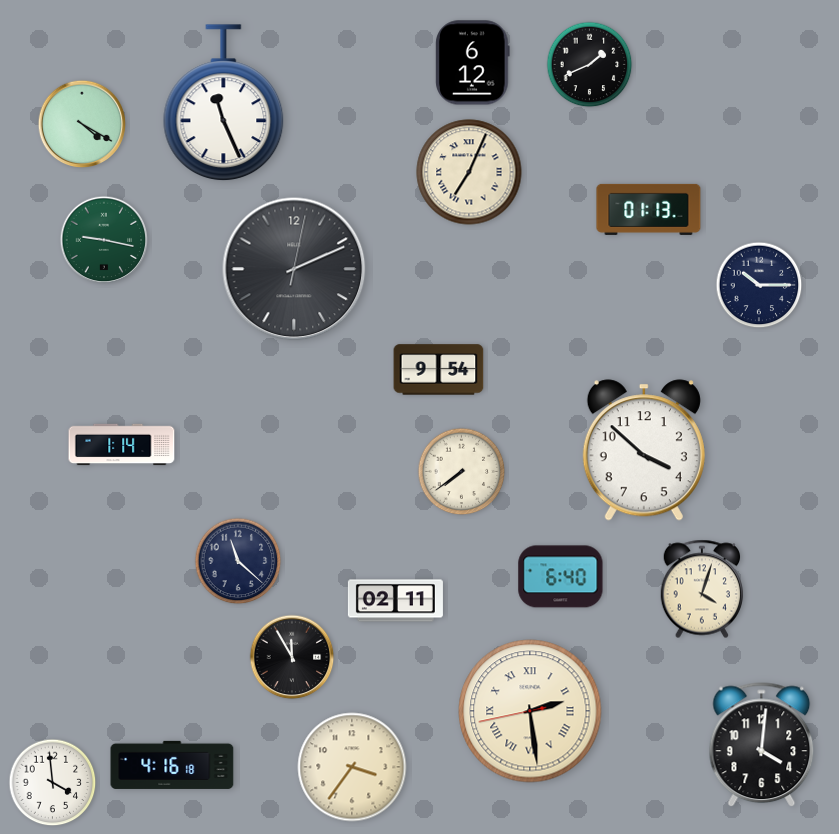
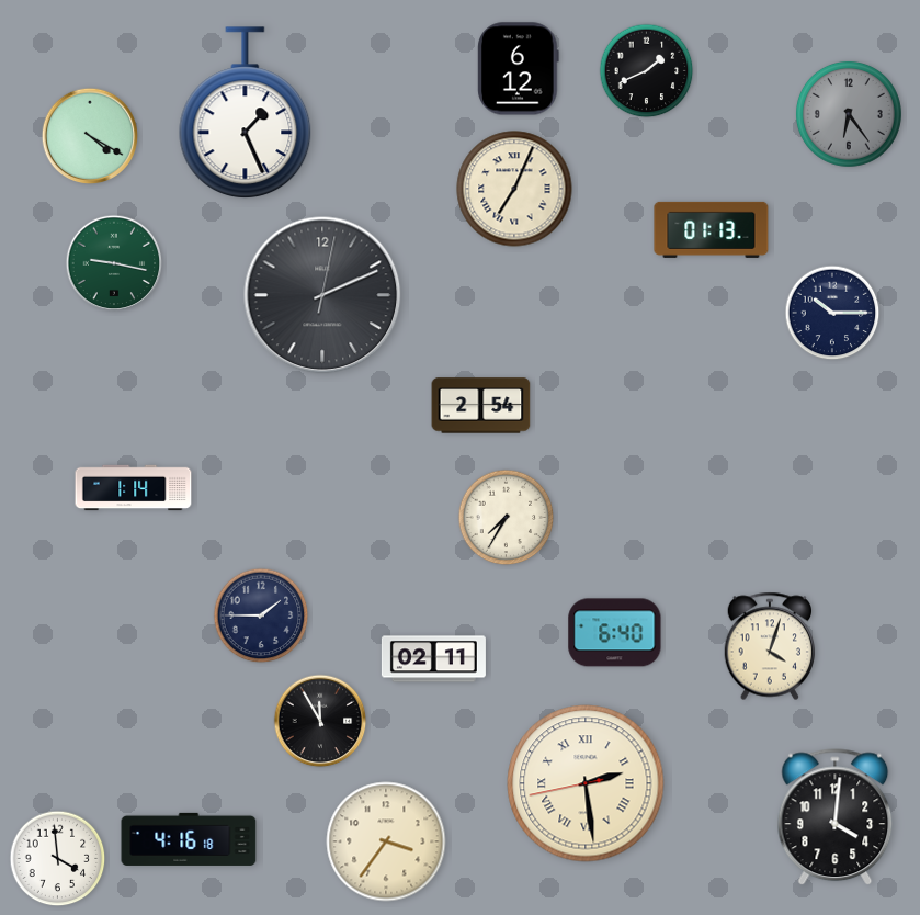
clock at (224, 103): 11:26 -> 1:26
clock at (849, 114): none -> 6:24
clock at (439, 370): 9:54 -> 2:54
clock at (644, 450): 3:52 -> none
clock at (462, 472): 7:39 -> 7:35
clock at (238, 561): 11:22 -> 1:45
clock at (530, 711) position: (530, 711) -> (586, 783)
